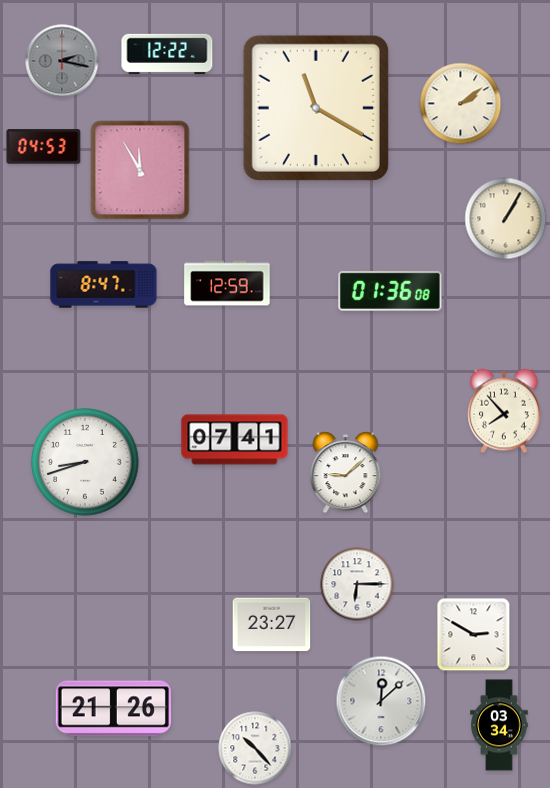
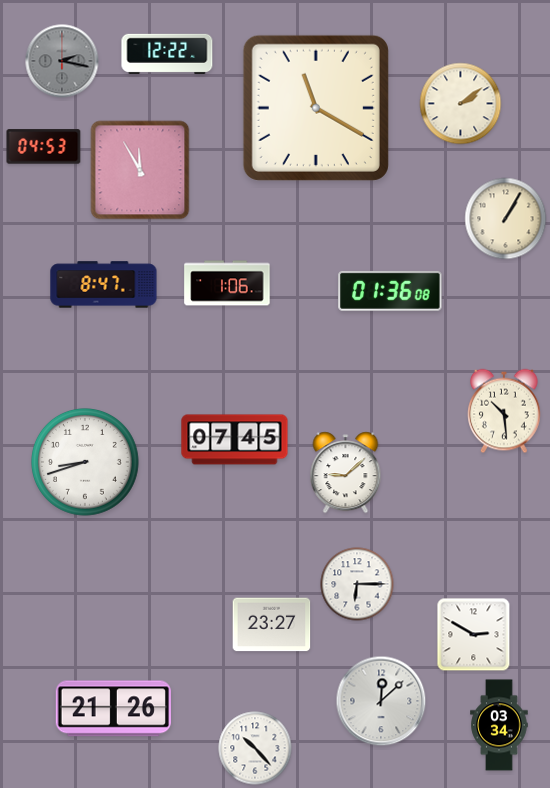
clock at (227, 283): 12:59 -> 1:06
clock at (504, 411): 7:53 -> 10:29
clock at (235, 440): 07:41 -> 07:45
